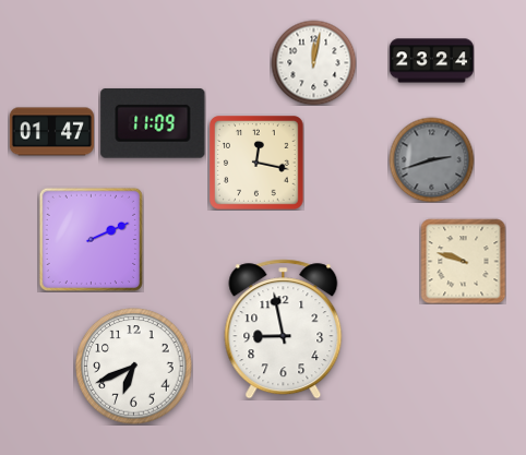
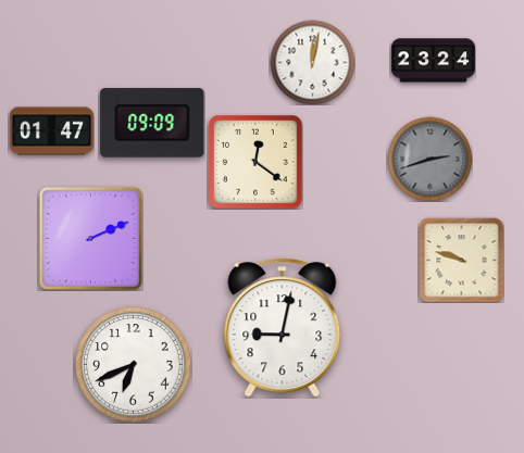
clock at (431, 61) position: (431, 61) -> (433, 61)
clock at (153, 123): 11:09 -> 09:09
clock at (258, 164): 12:17 -> 12:21
clock at (284, 330): 8:58 -> 9:02
